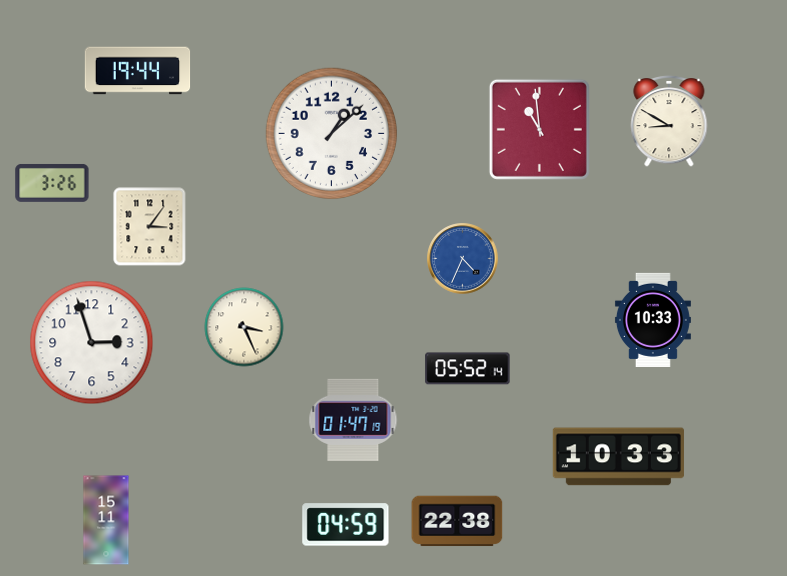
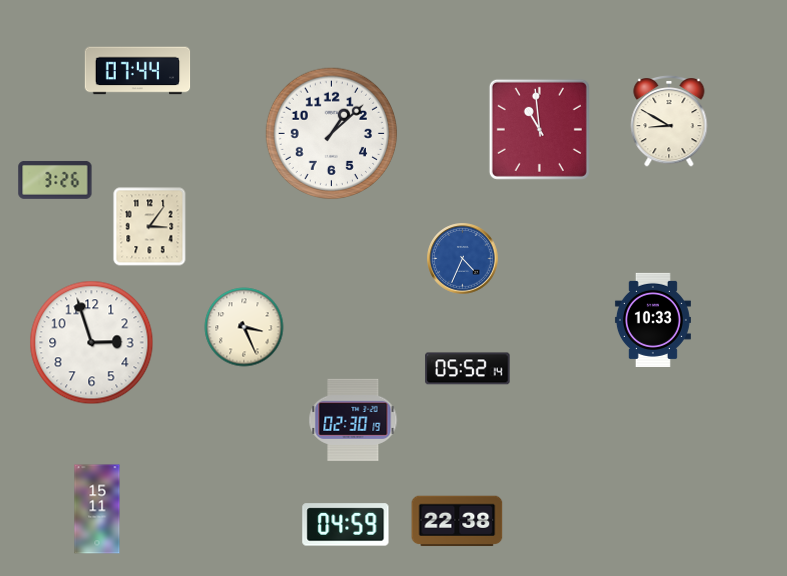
clock at (138, 71): 19:44 -> 07:44
clock at (52, 183) position: (52, 183) -> (55, 180)
clock at (353, 420): 01:47 -> 02:30
clock at (618, 457): 10:33 -> none
clock at (106, 520) position: (106, 520) -> (97, 509)
